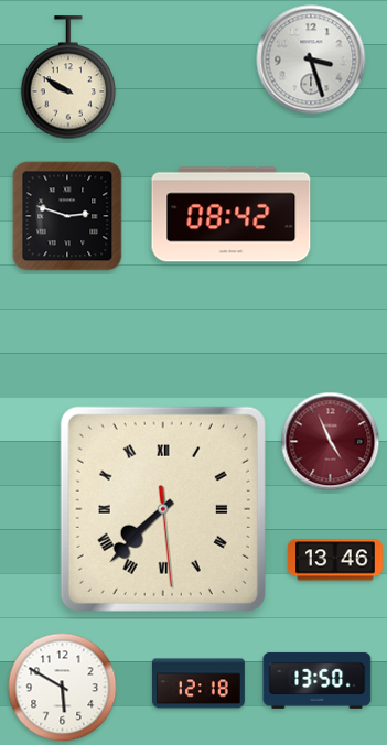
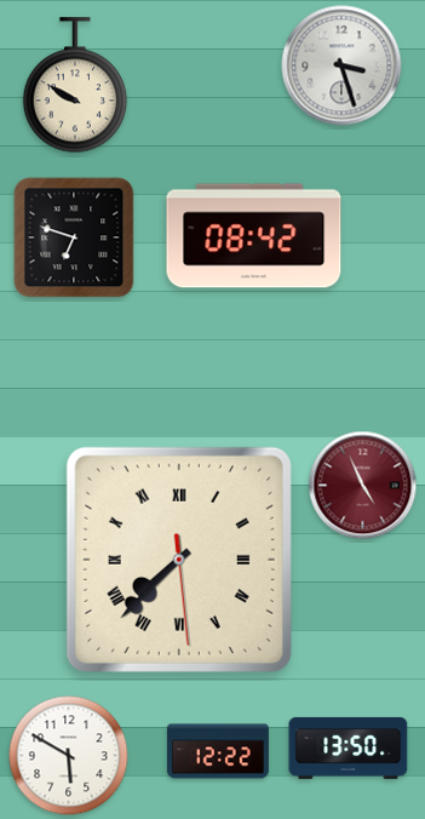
clock at (67, 216): 2:48 -> 6:48
clock at (335, 560): 13:46 -> none
clock at (198, 683): 12:18 -> 12:22
